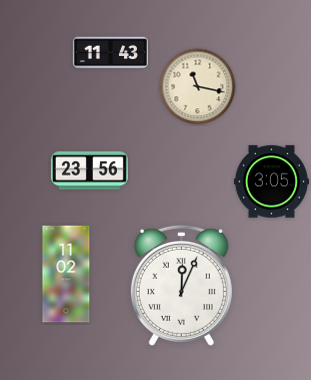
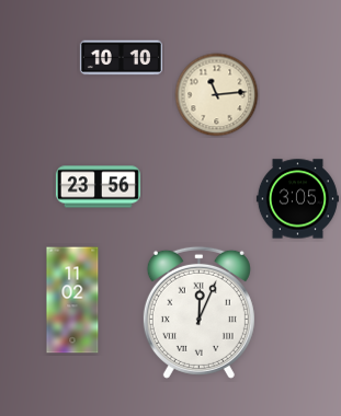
clock at (110, 53): 11:43 -> 10:10
clock at (198, 87): 11:17 -> 11:14
